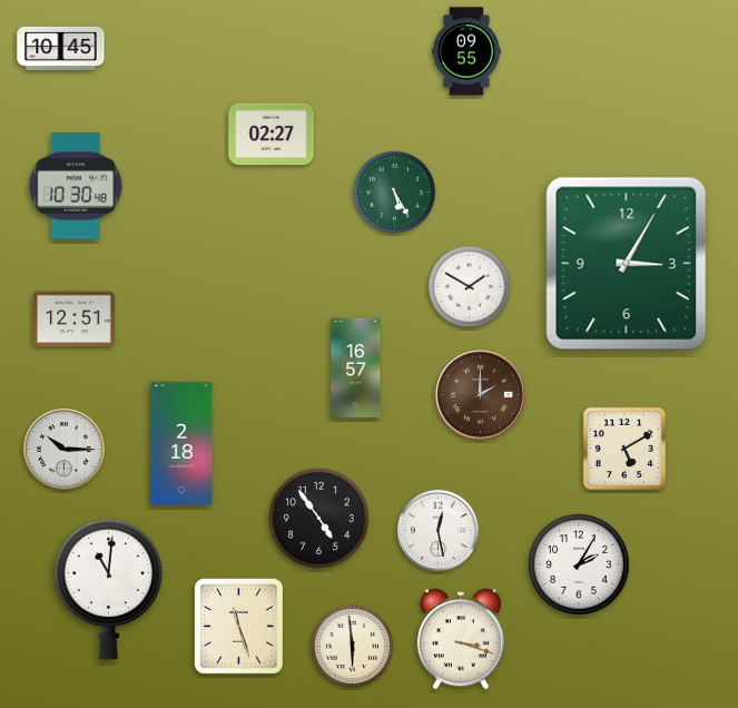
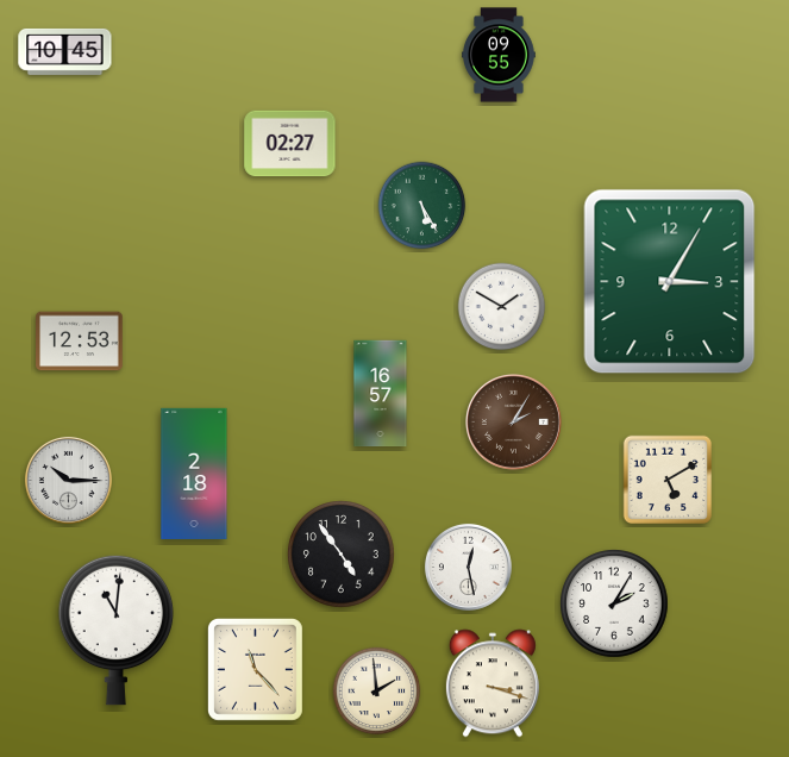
clock at (76, 186): 10:30 -> none
clock at (75, 319): 12:51 -> 12:53
clock at (480, 394): 2:00 -> 2:05
clock at (579, 564) position: (579, 564) -> (614, 603)
clock at (238, 626): 11:27 -> 11:23
clock at (353, 647): 5:59 -> 1:59
